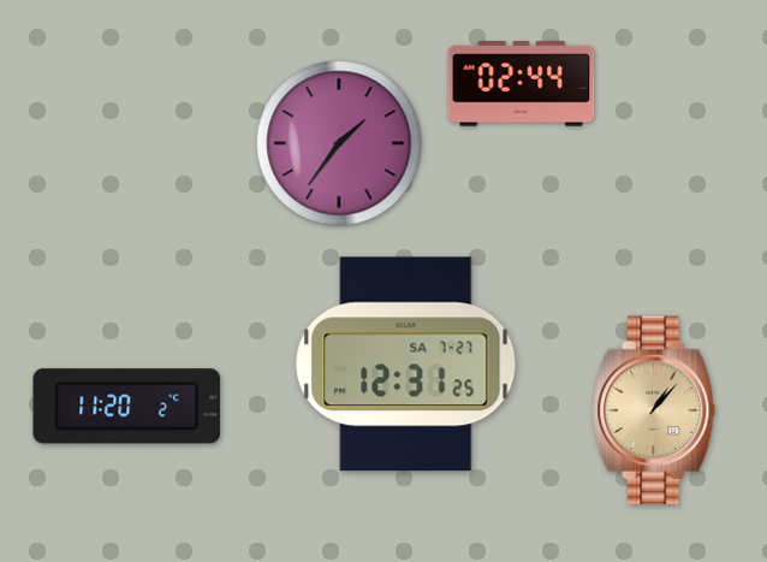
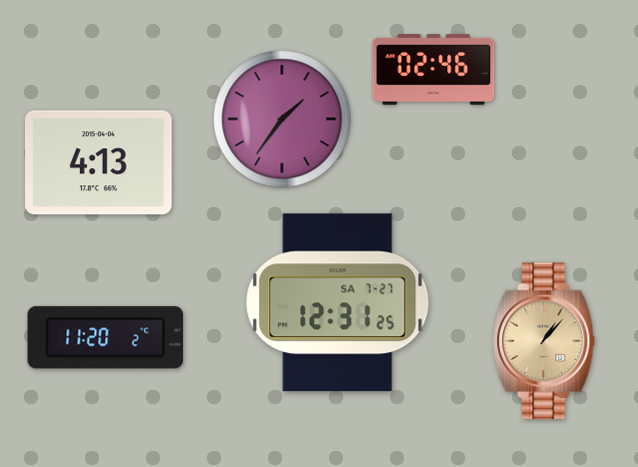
clock at (522, 84): 02:44 -> 02:46
clock at (99, 163): none -> 4:13
